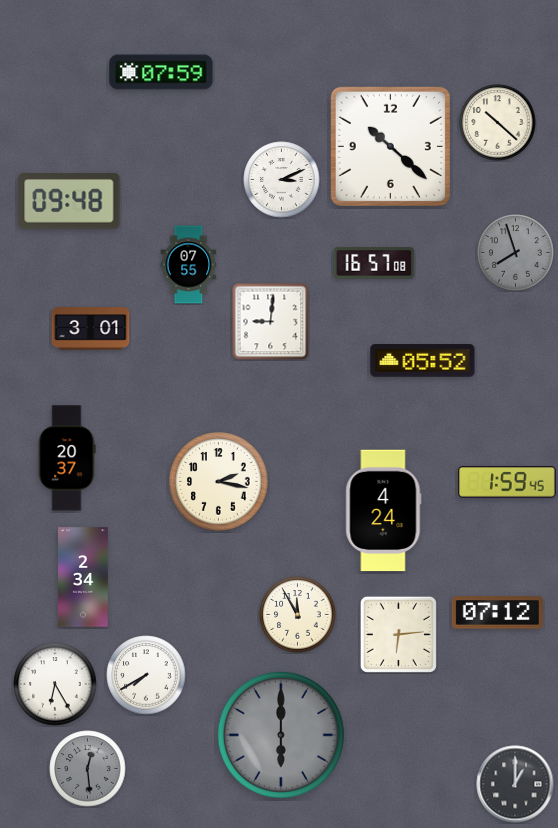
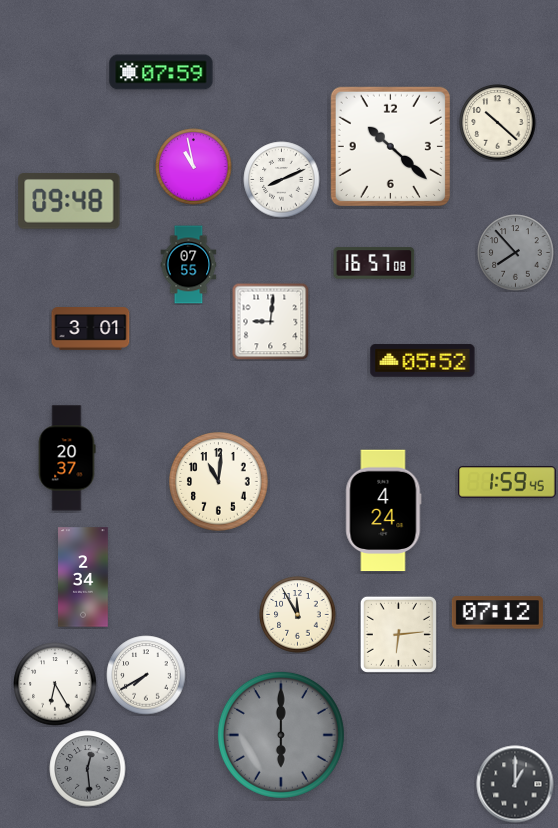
clock at (194, 167): none -> 10:58
clock at (282, 180): 3:11 -> 8:11
clock at (516, 253): 7:57 -> 7:53
clock at (219, 482): 2:17 -> 11:01
